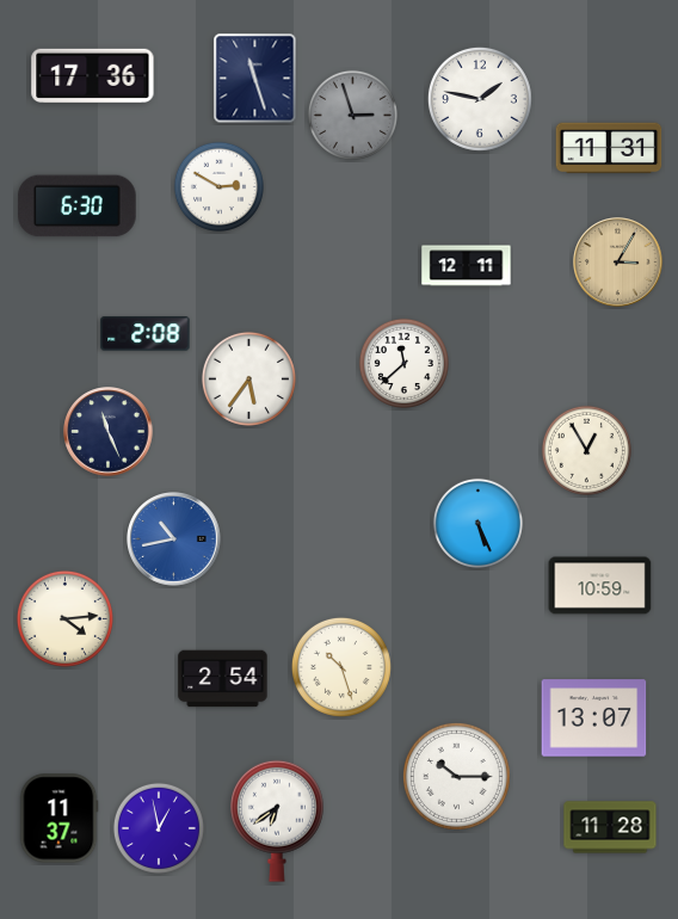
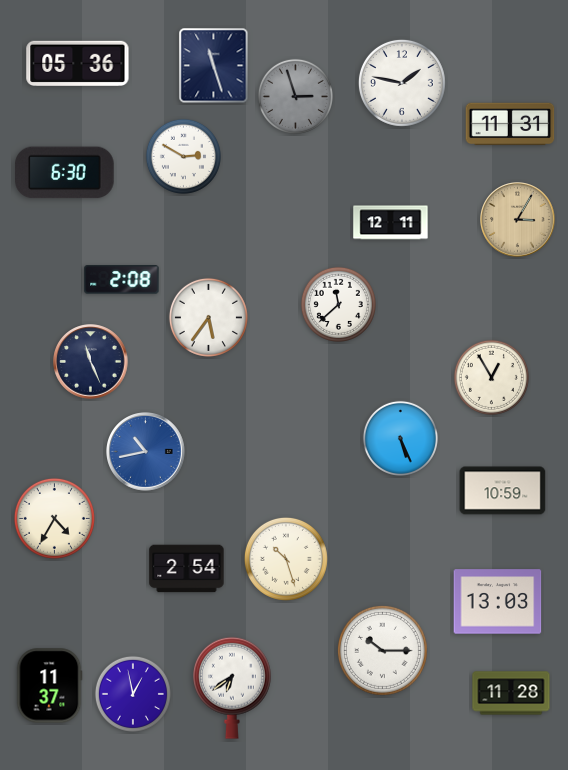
clock at (93, 75): 17:36 -> 05:36
clock at (64, 618): 4:14 -> 4:35
clock at (594, 718): 13:07 -> 13:03
